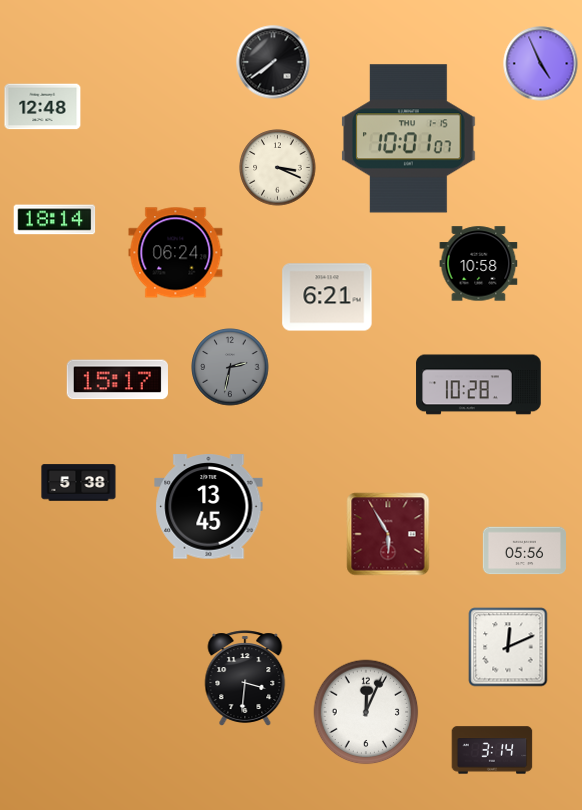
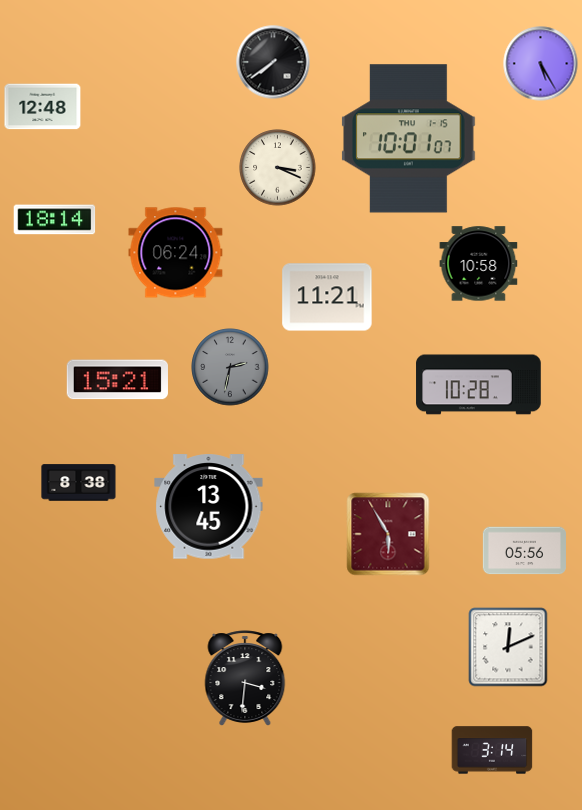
clock at (541, 64): 4:56 -> 5:25
clock at (327, 297): 6:21 -> 11:21
clock at (117, 380): 15:17 -> 15:21
clock at (79, 483): 5:38 -> 8:38
clock at (366, 712): 12:04 -> none
